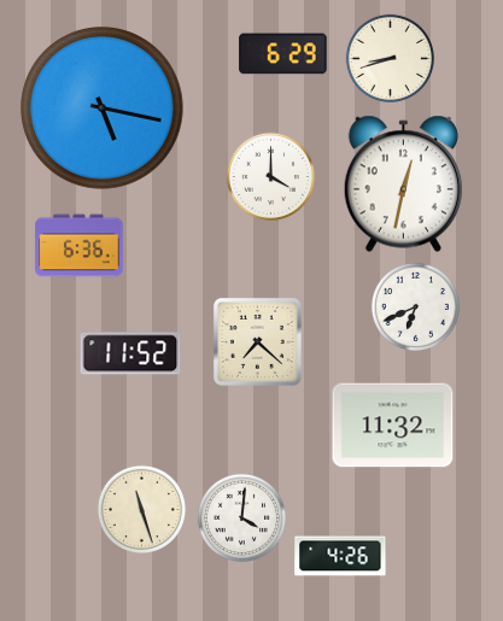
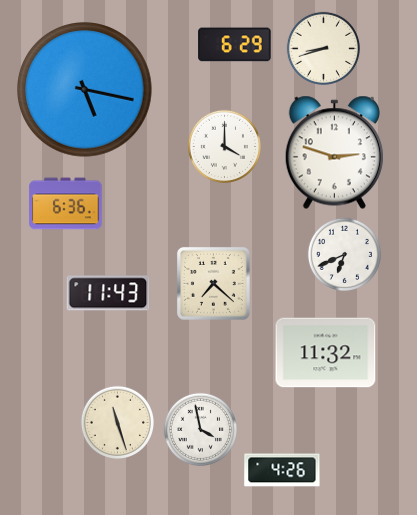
clock at (403, 184): 12:32 -> 2:48
clock at (130, 353): 11:52 -> 11:43
clock at (241, 517): 4:01 -> 3:58
clock at (340, 556) position: (340, 556) -> (282, 470)
